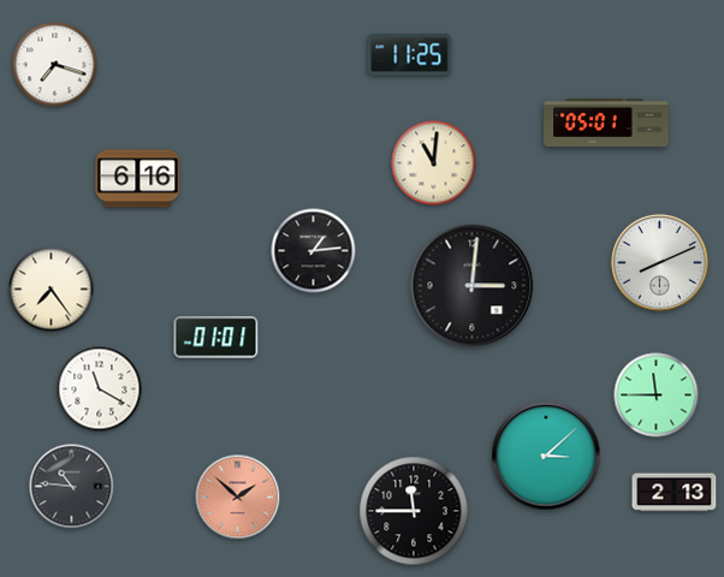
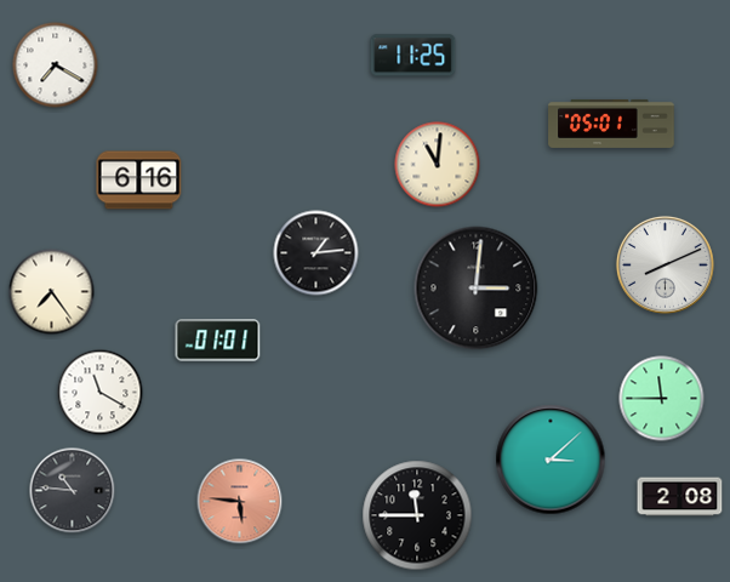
clock at (55, 65): 7:18 -> 7:20
clock at (675, 493): 2:13 -> 2:08
clock at (238, 498): 1:52 -> 5:46
